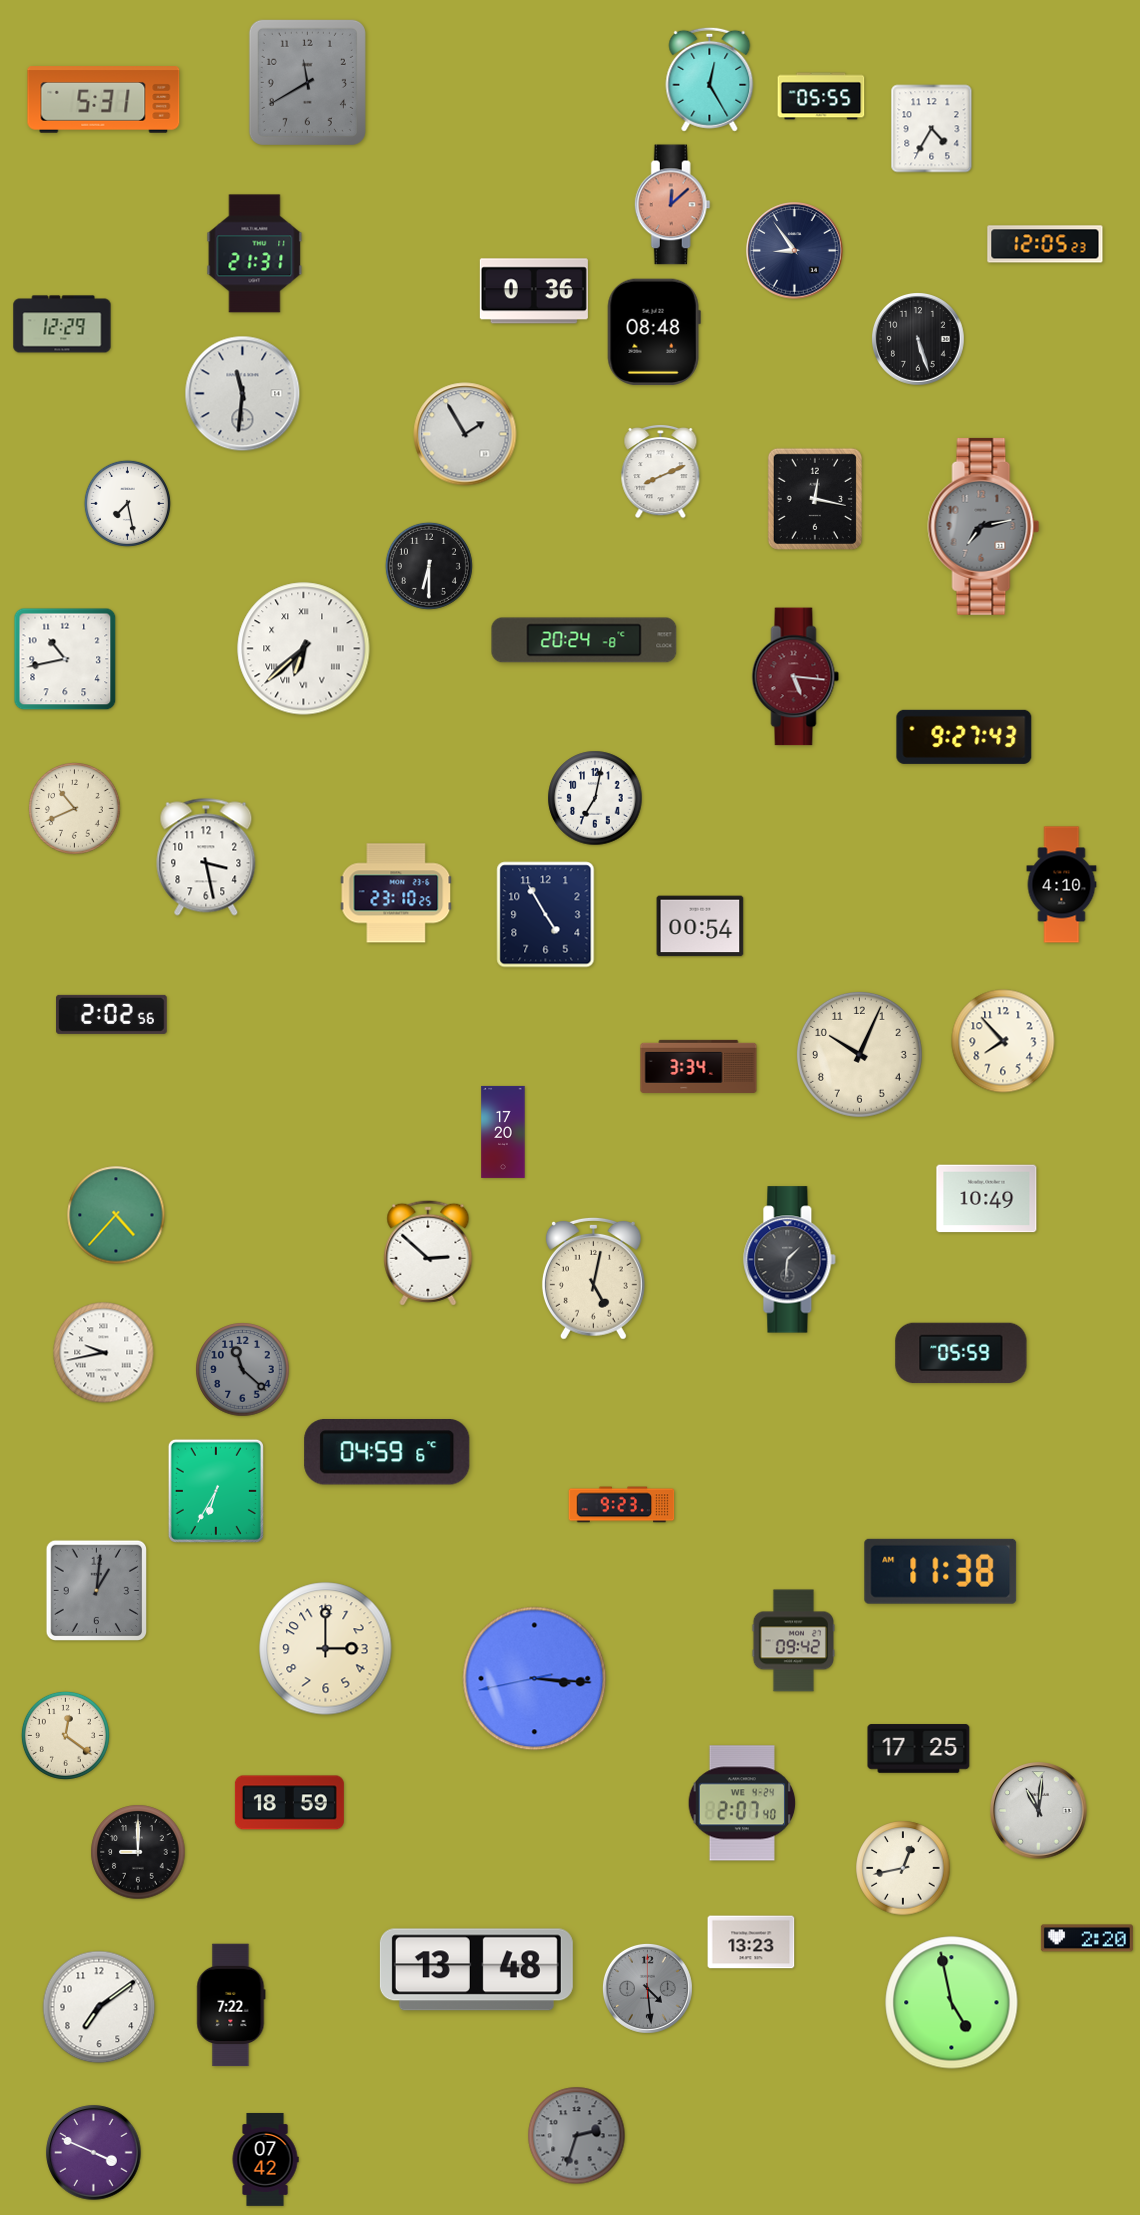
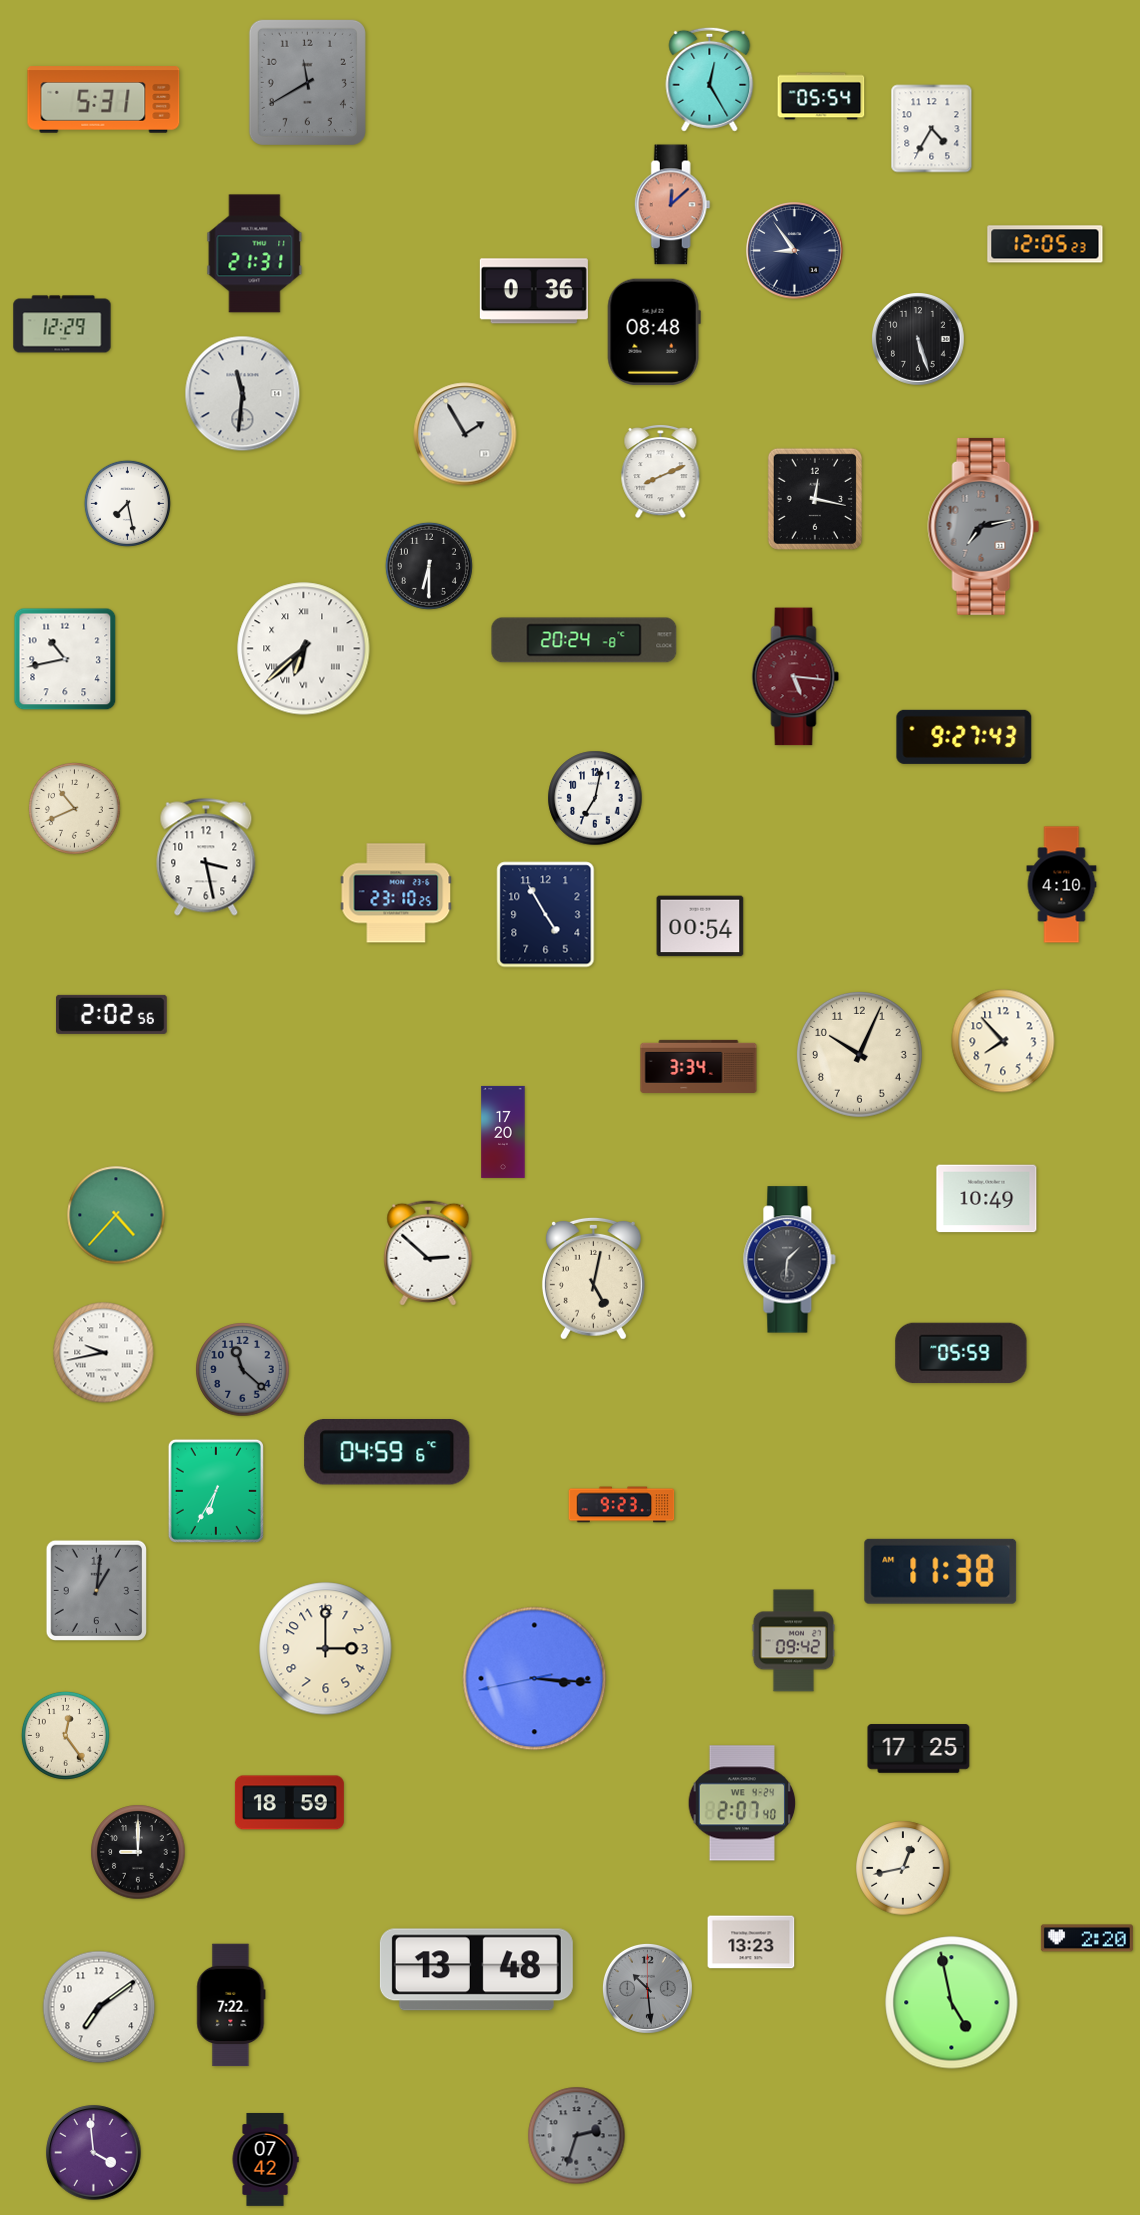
clock at (821, 96): 05:55 -> 05:54
clock at (65, 1735): 12:21 -> 12:24
clock at (1039, 1811): 11:01 -> none
clock at (647, 1988): 4:29 -> 10:29
clock at (94, 2153): 3:49 -> 3:59
